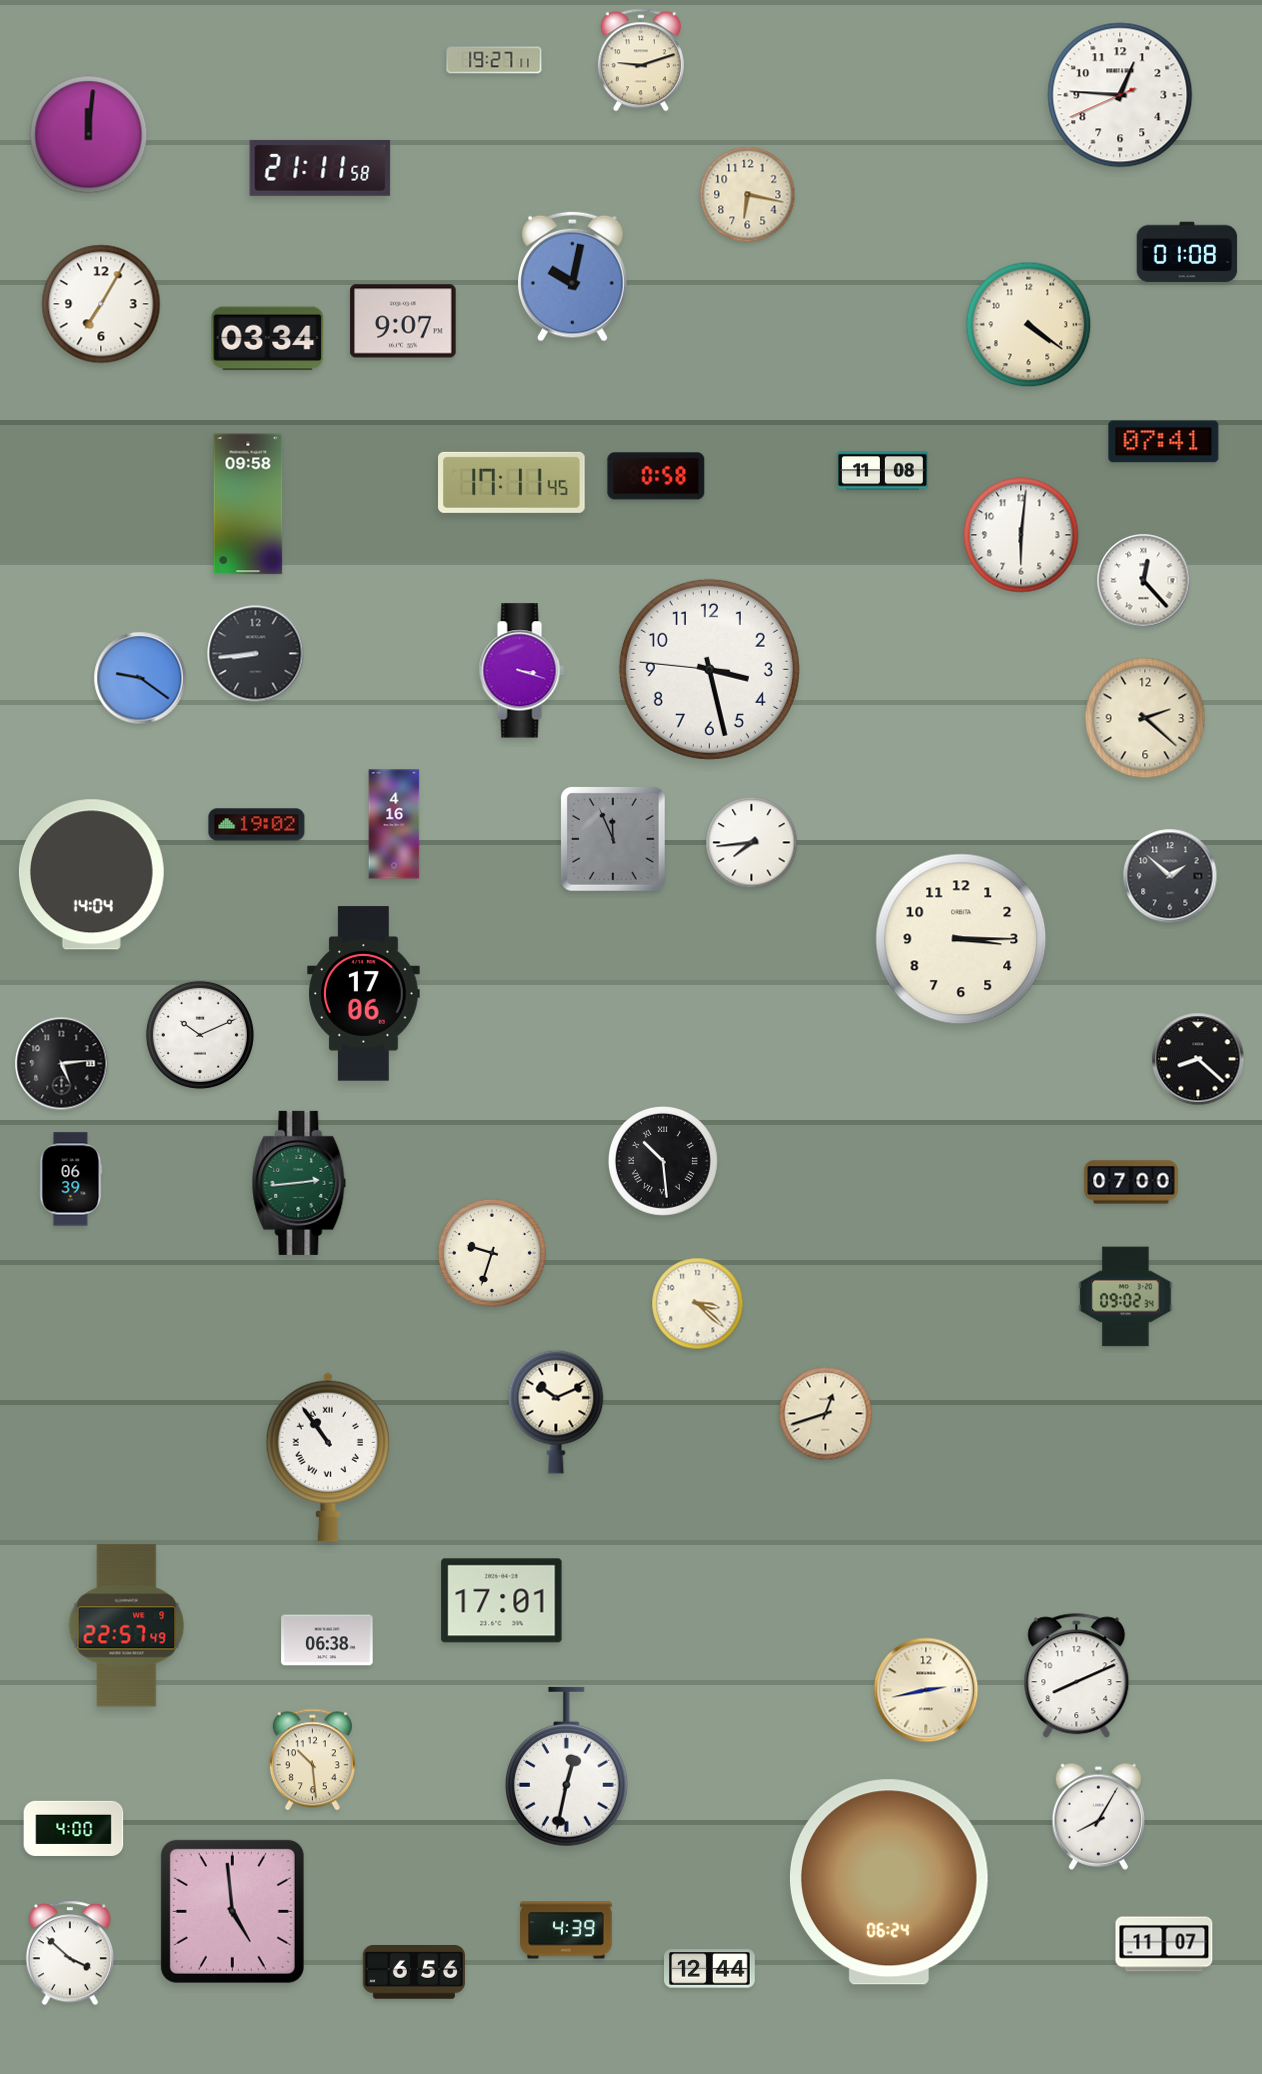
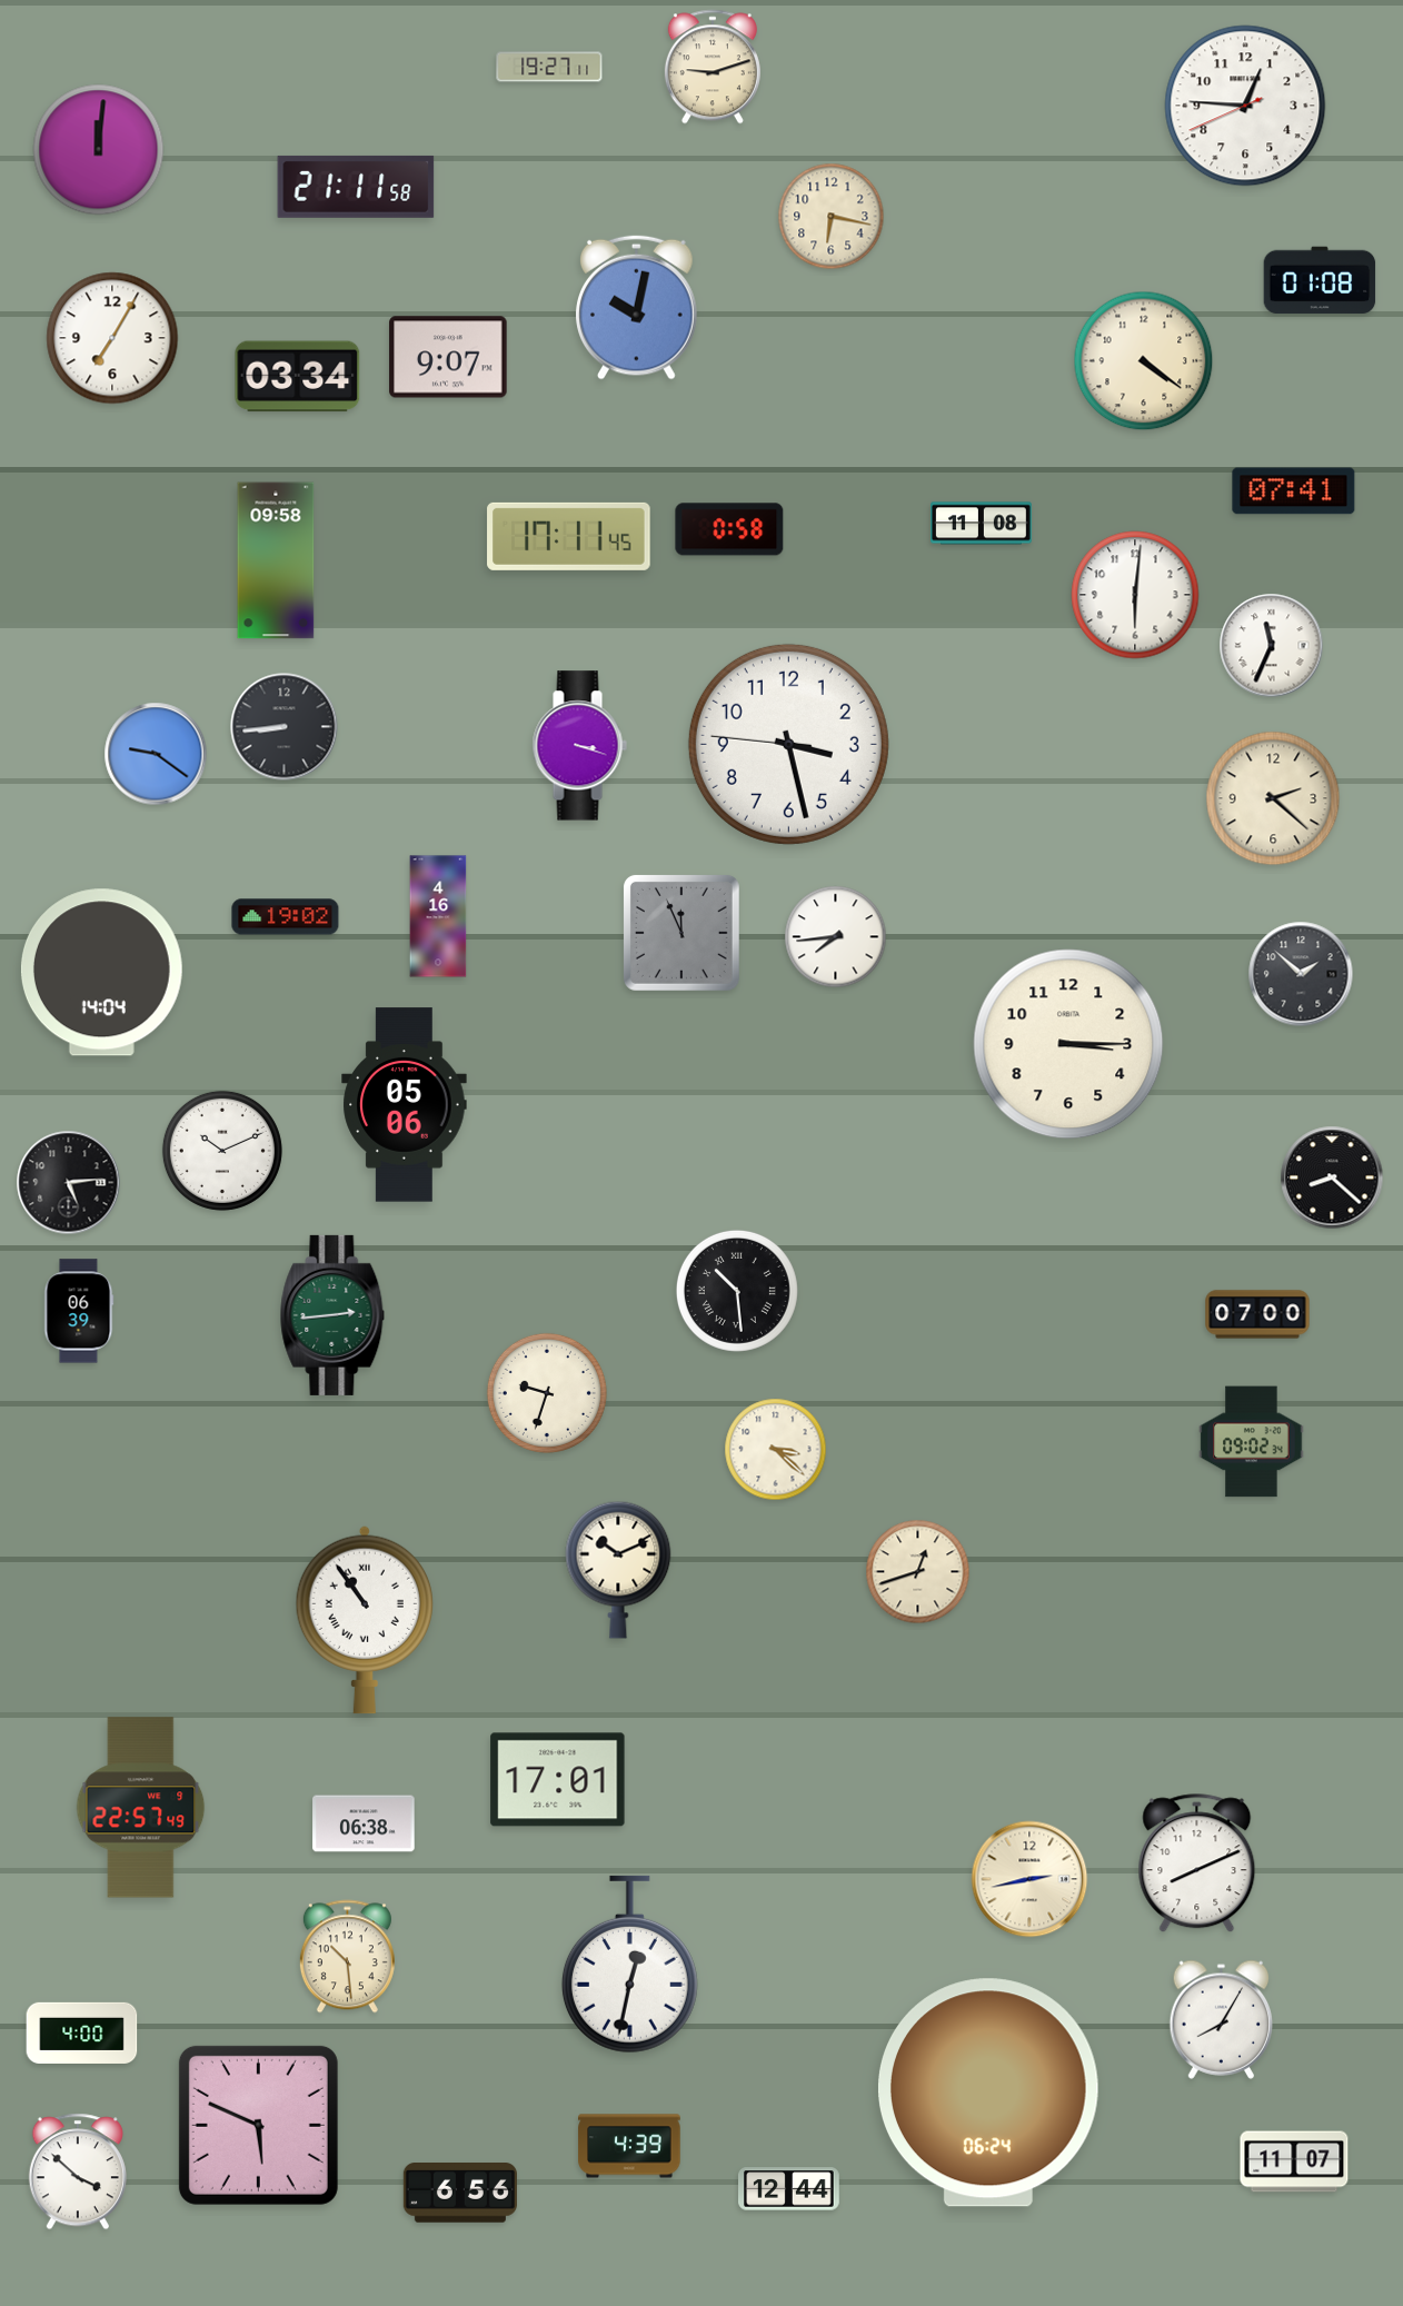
clock at (1144, 581): 12:23 -> 11:34
clock at (364, 994): 17:06 -> 05:06
clock at (232, 1911): 4:59 -> 5:49
